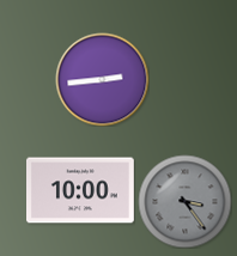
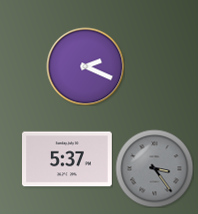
clock at (102, 79): 2:44 -> 2:19
clock at (81, 190): 10:00 -> 5:37
